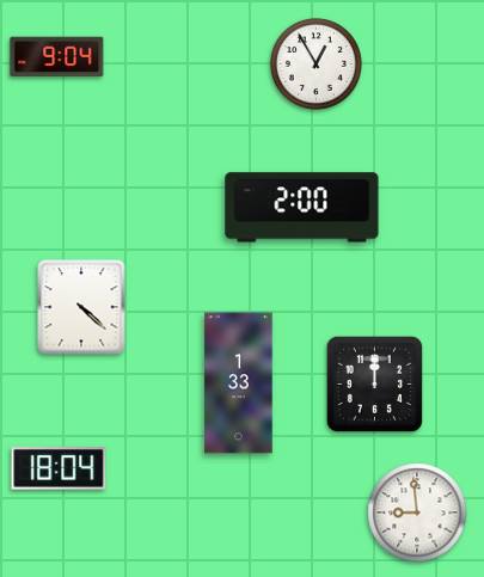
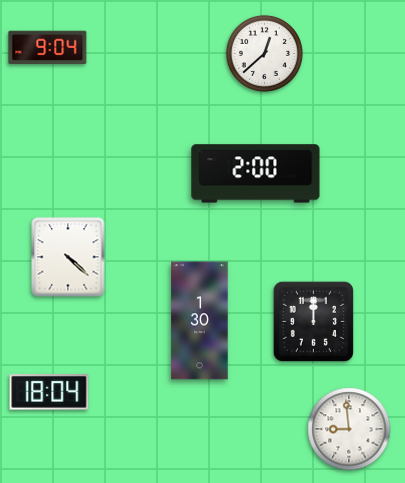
clock at (315, 63): 12:55 -> 12:38
clock at (302, 208) position: (302, 208) -> (256, 174)
clock at (239, 383): 1:33 -> 1:30
